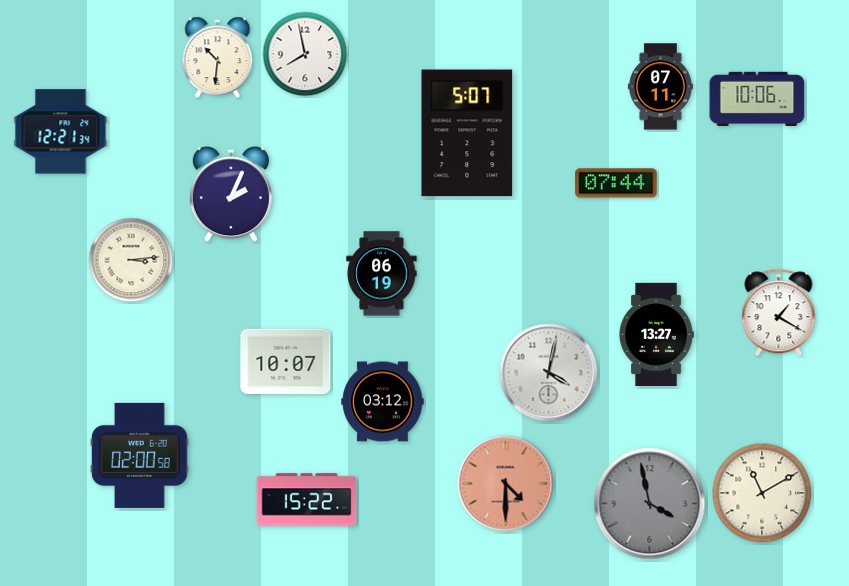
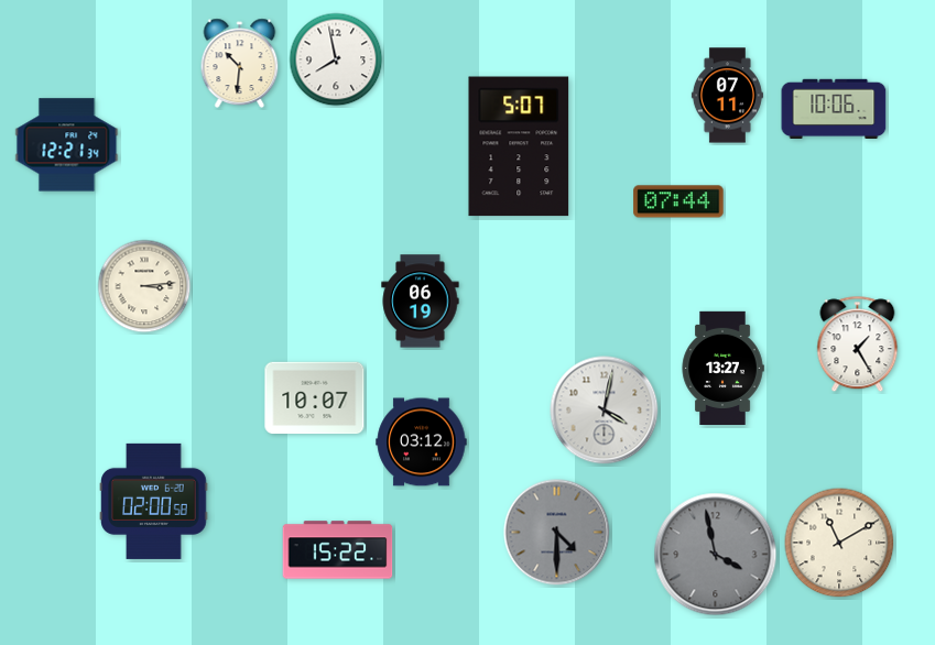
clock at (467, 133) position: (467, 133) -> (519, 146)
clock at (231, 195): 2:04 -> none
clock at (779, 313): 1:20 -> 1:25
clock at (506, 484) dial: salmon -> grey
